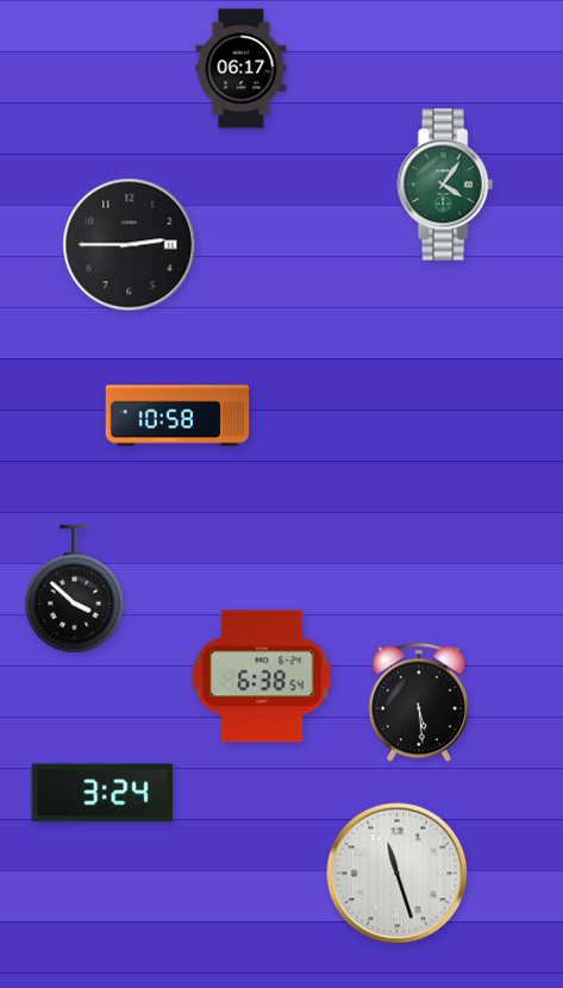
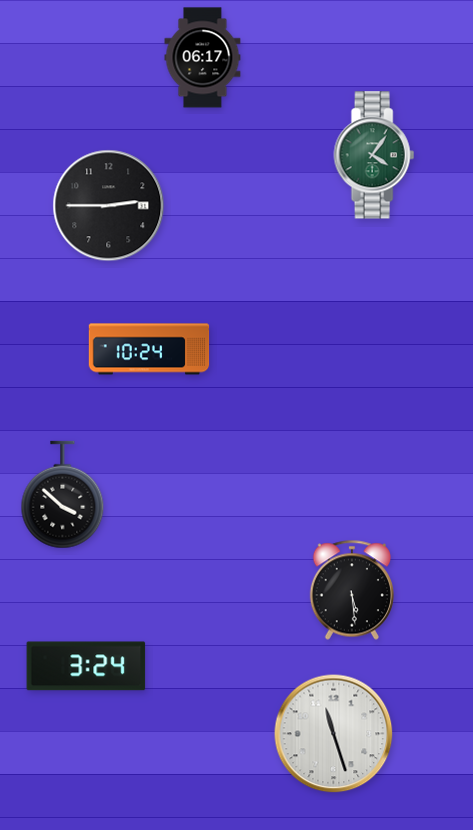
clock at (177, 415): 10:58 -> 10:24
clock at (262, 676): 6:38 -> none
